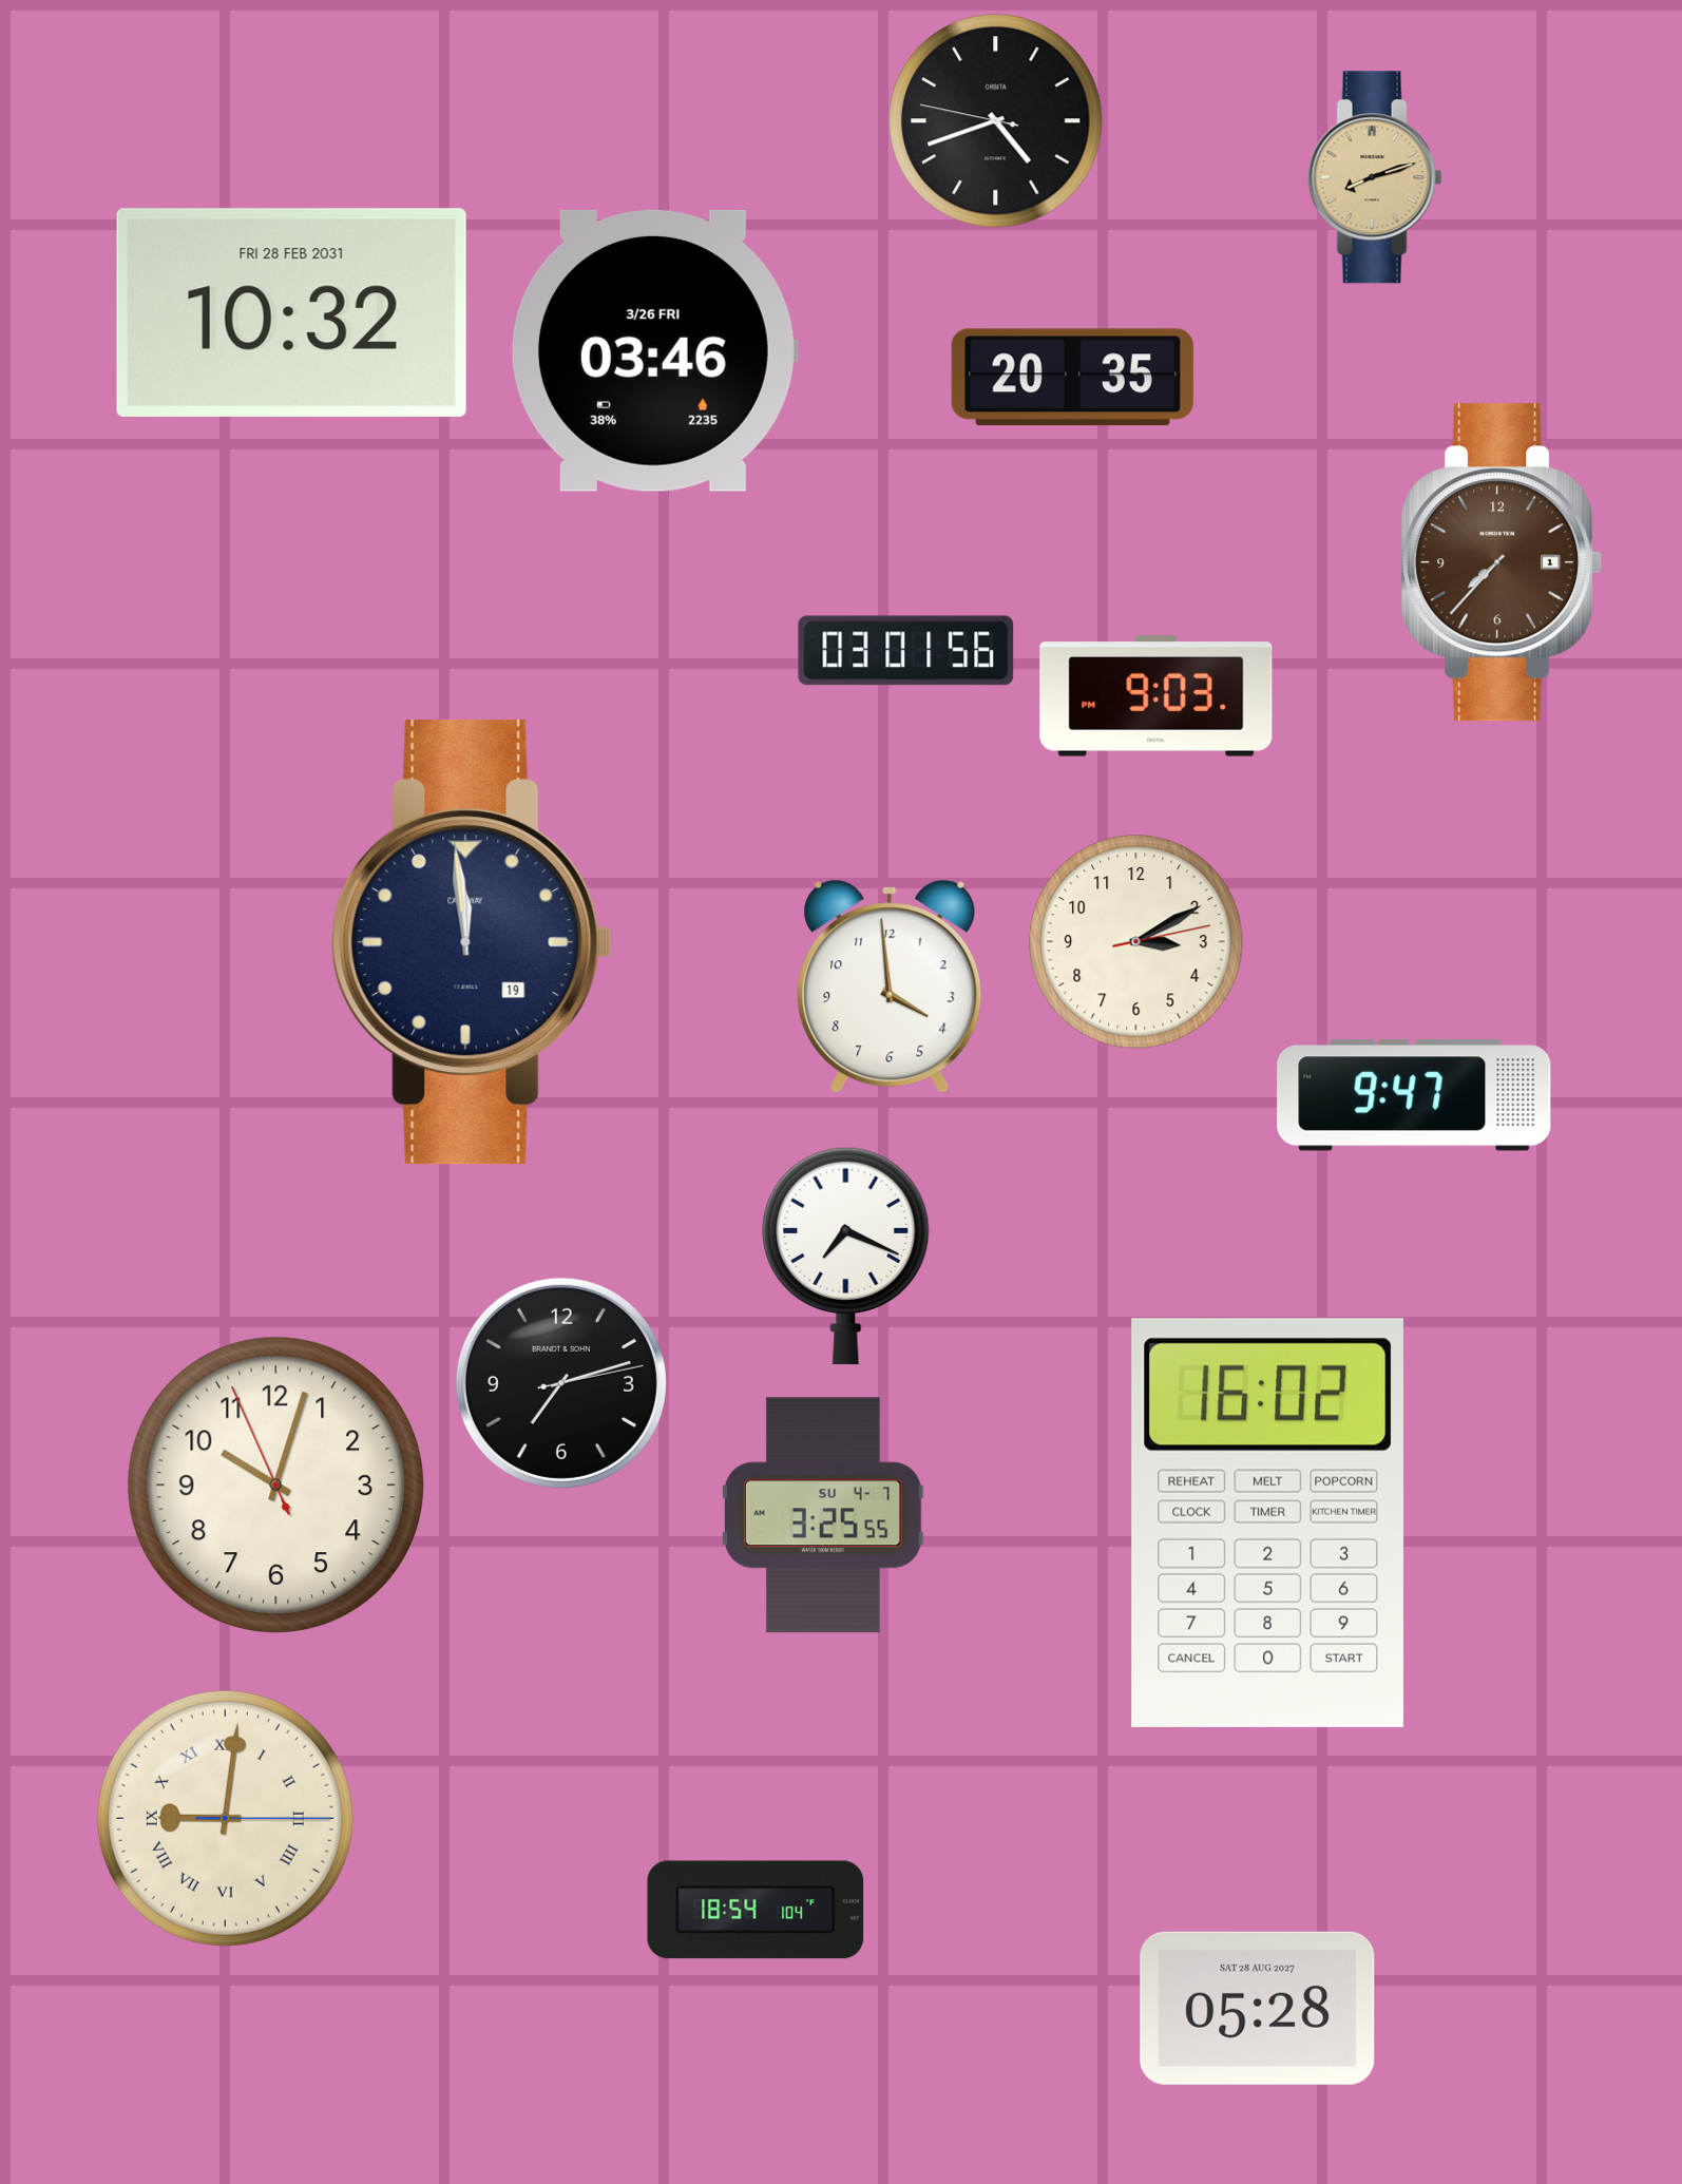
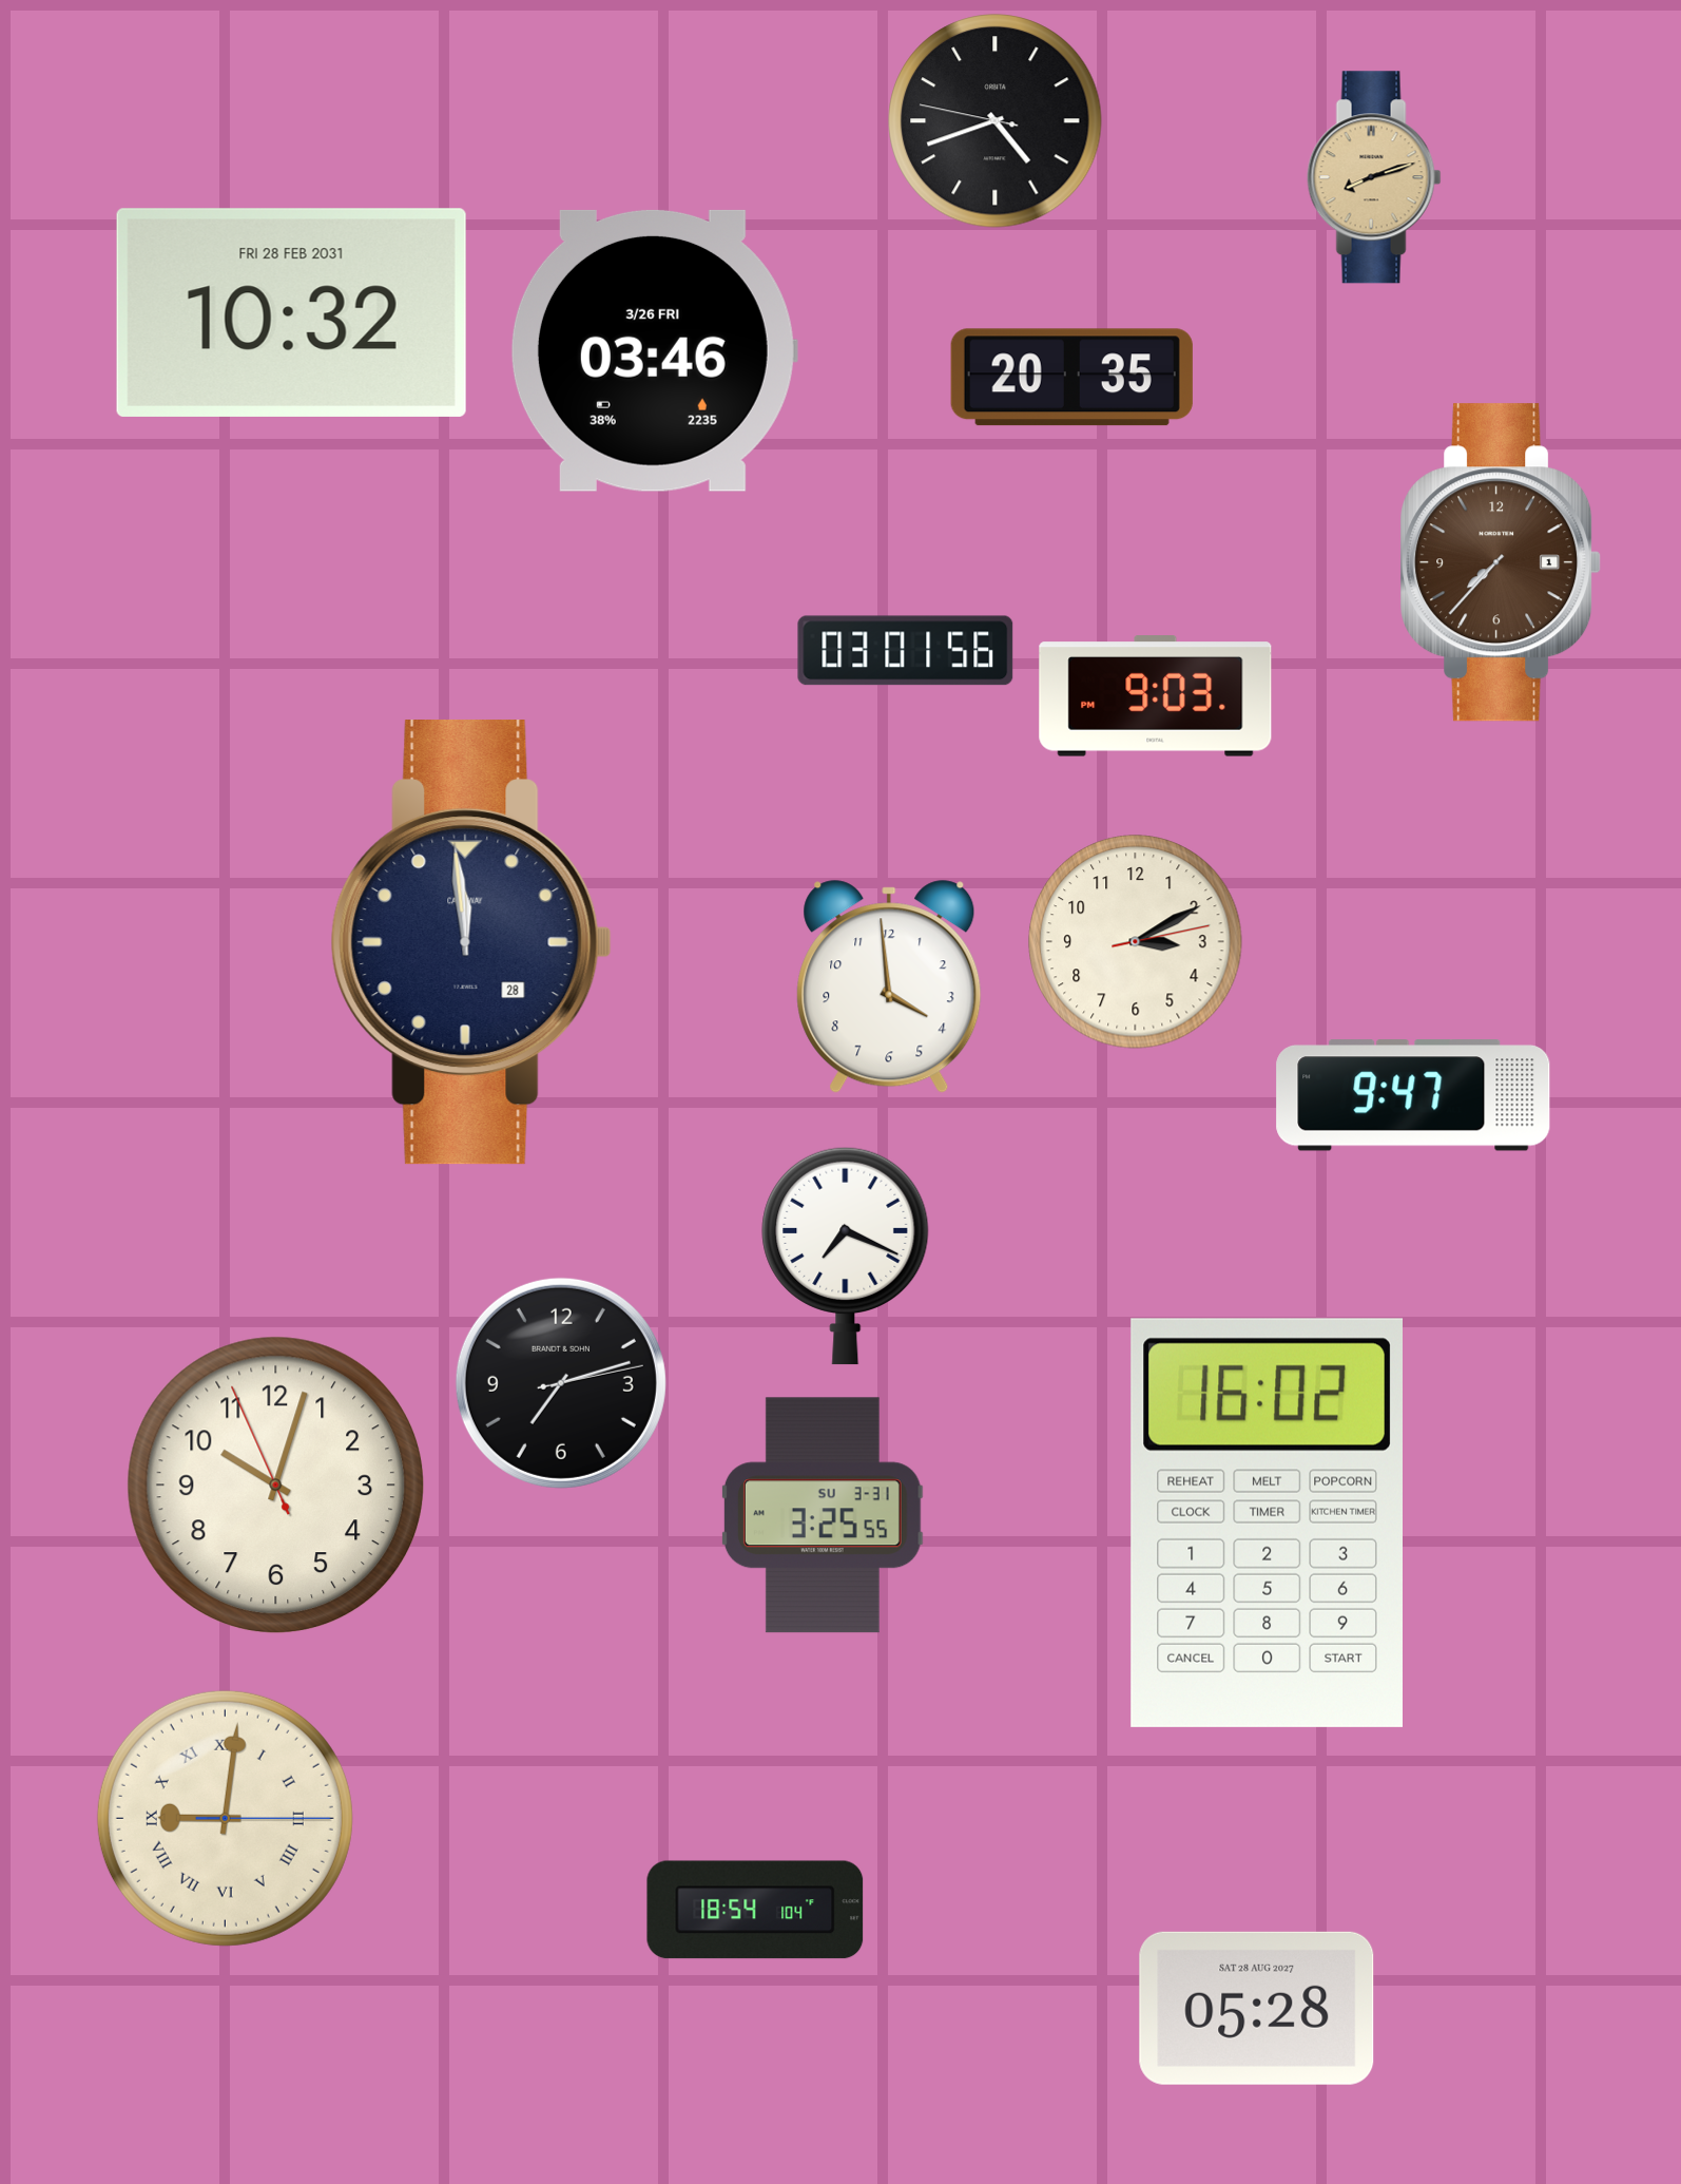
clock at (472, 942) date: 19 -> 28
clock at (823, 1515) date: SU 4-7 -> SU 3-31
